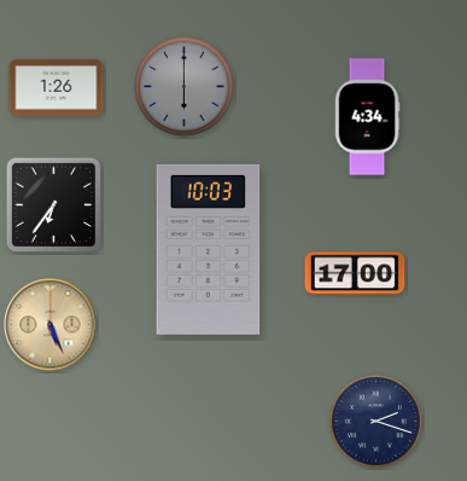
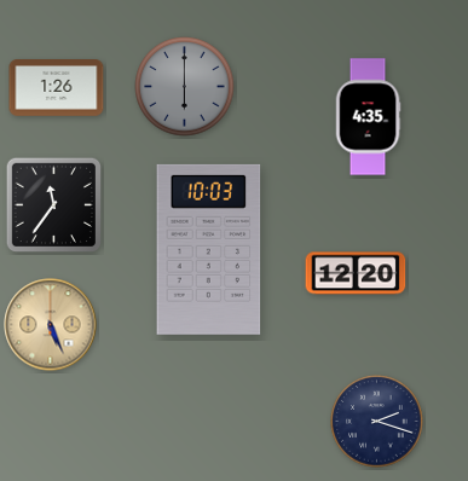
clock at (367, 117): 4:34 -> 4:35
clock at (53, 204): 6:36 -> 11:36
clock at (355, 273): 17:00 -> 12:20
